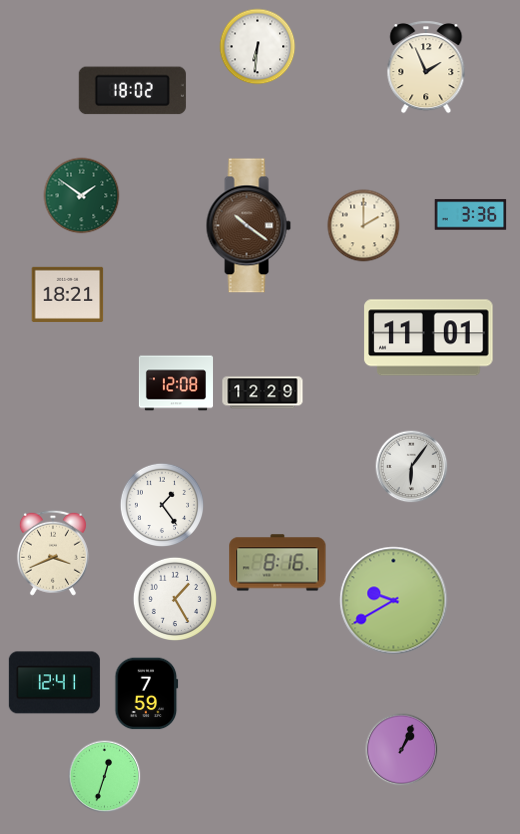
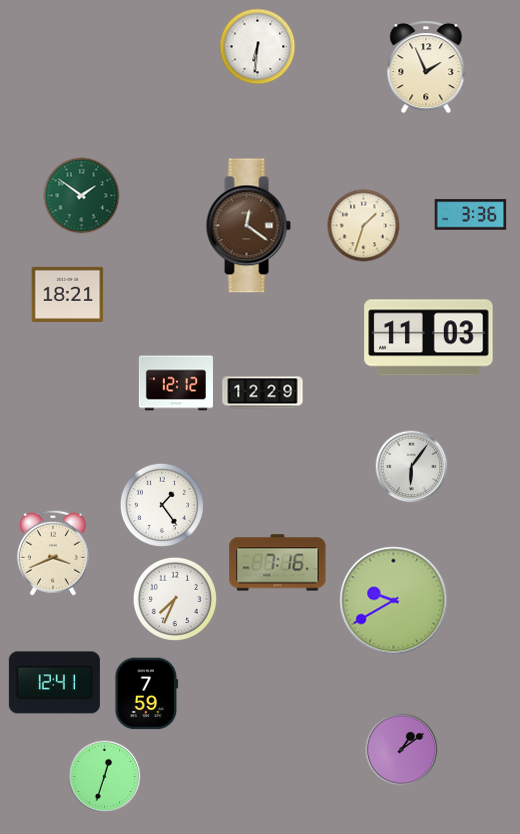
clock at (132, 91): 18:02 -> none
clock at (248, 226): 10:21 -> 12:21
clock at (364, 226): 2:00 -> 1:33
clock at (429, 338): 11:01 -> 11:03
clock at (176, 383): 12:08 -> 12:12
clock at (278, 563): 8:16 -> 7:16
clock at (174, 598): 1:25 -> 7:34
clock at (402, 750): 1:04 -> 1:09
